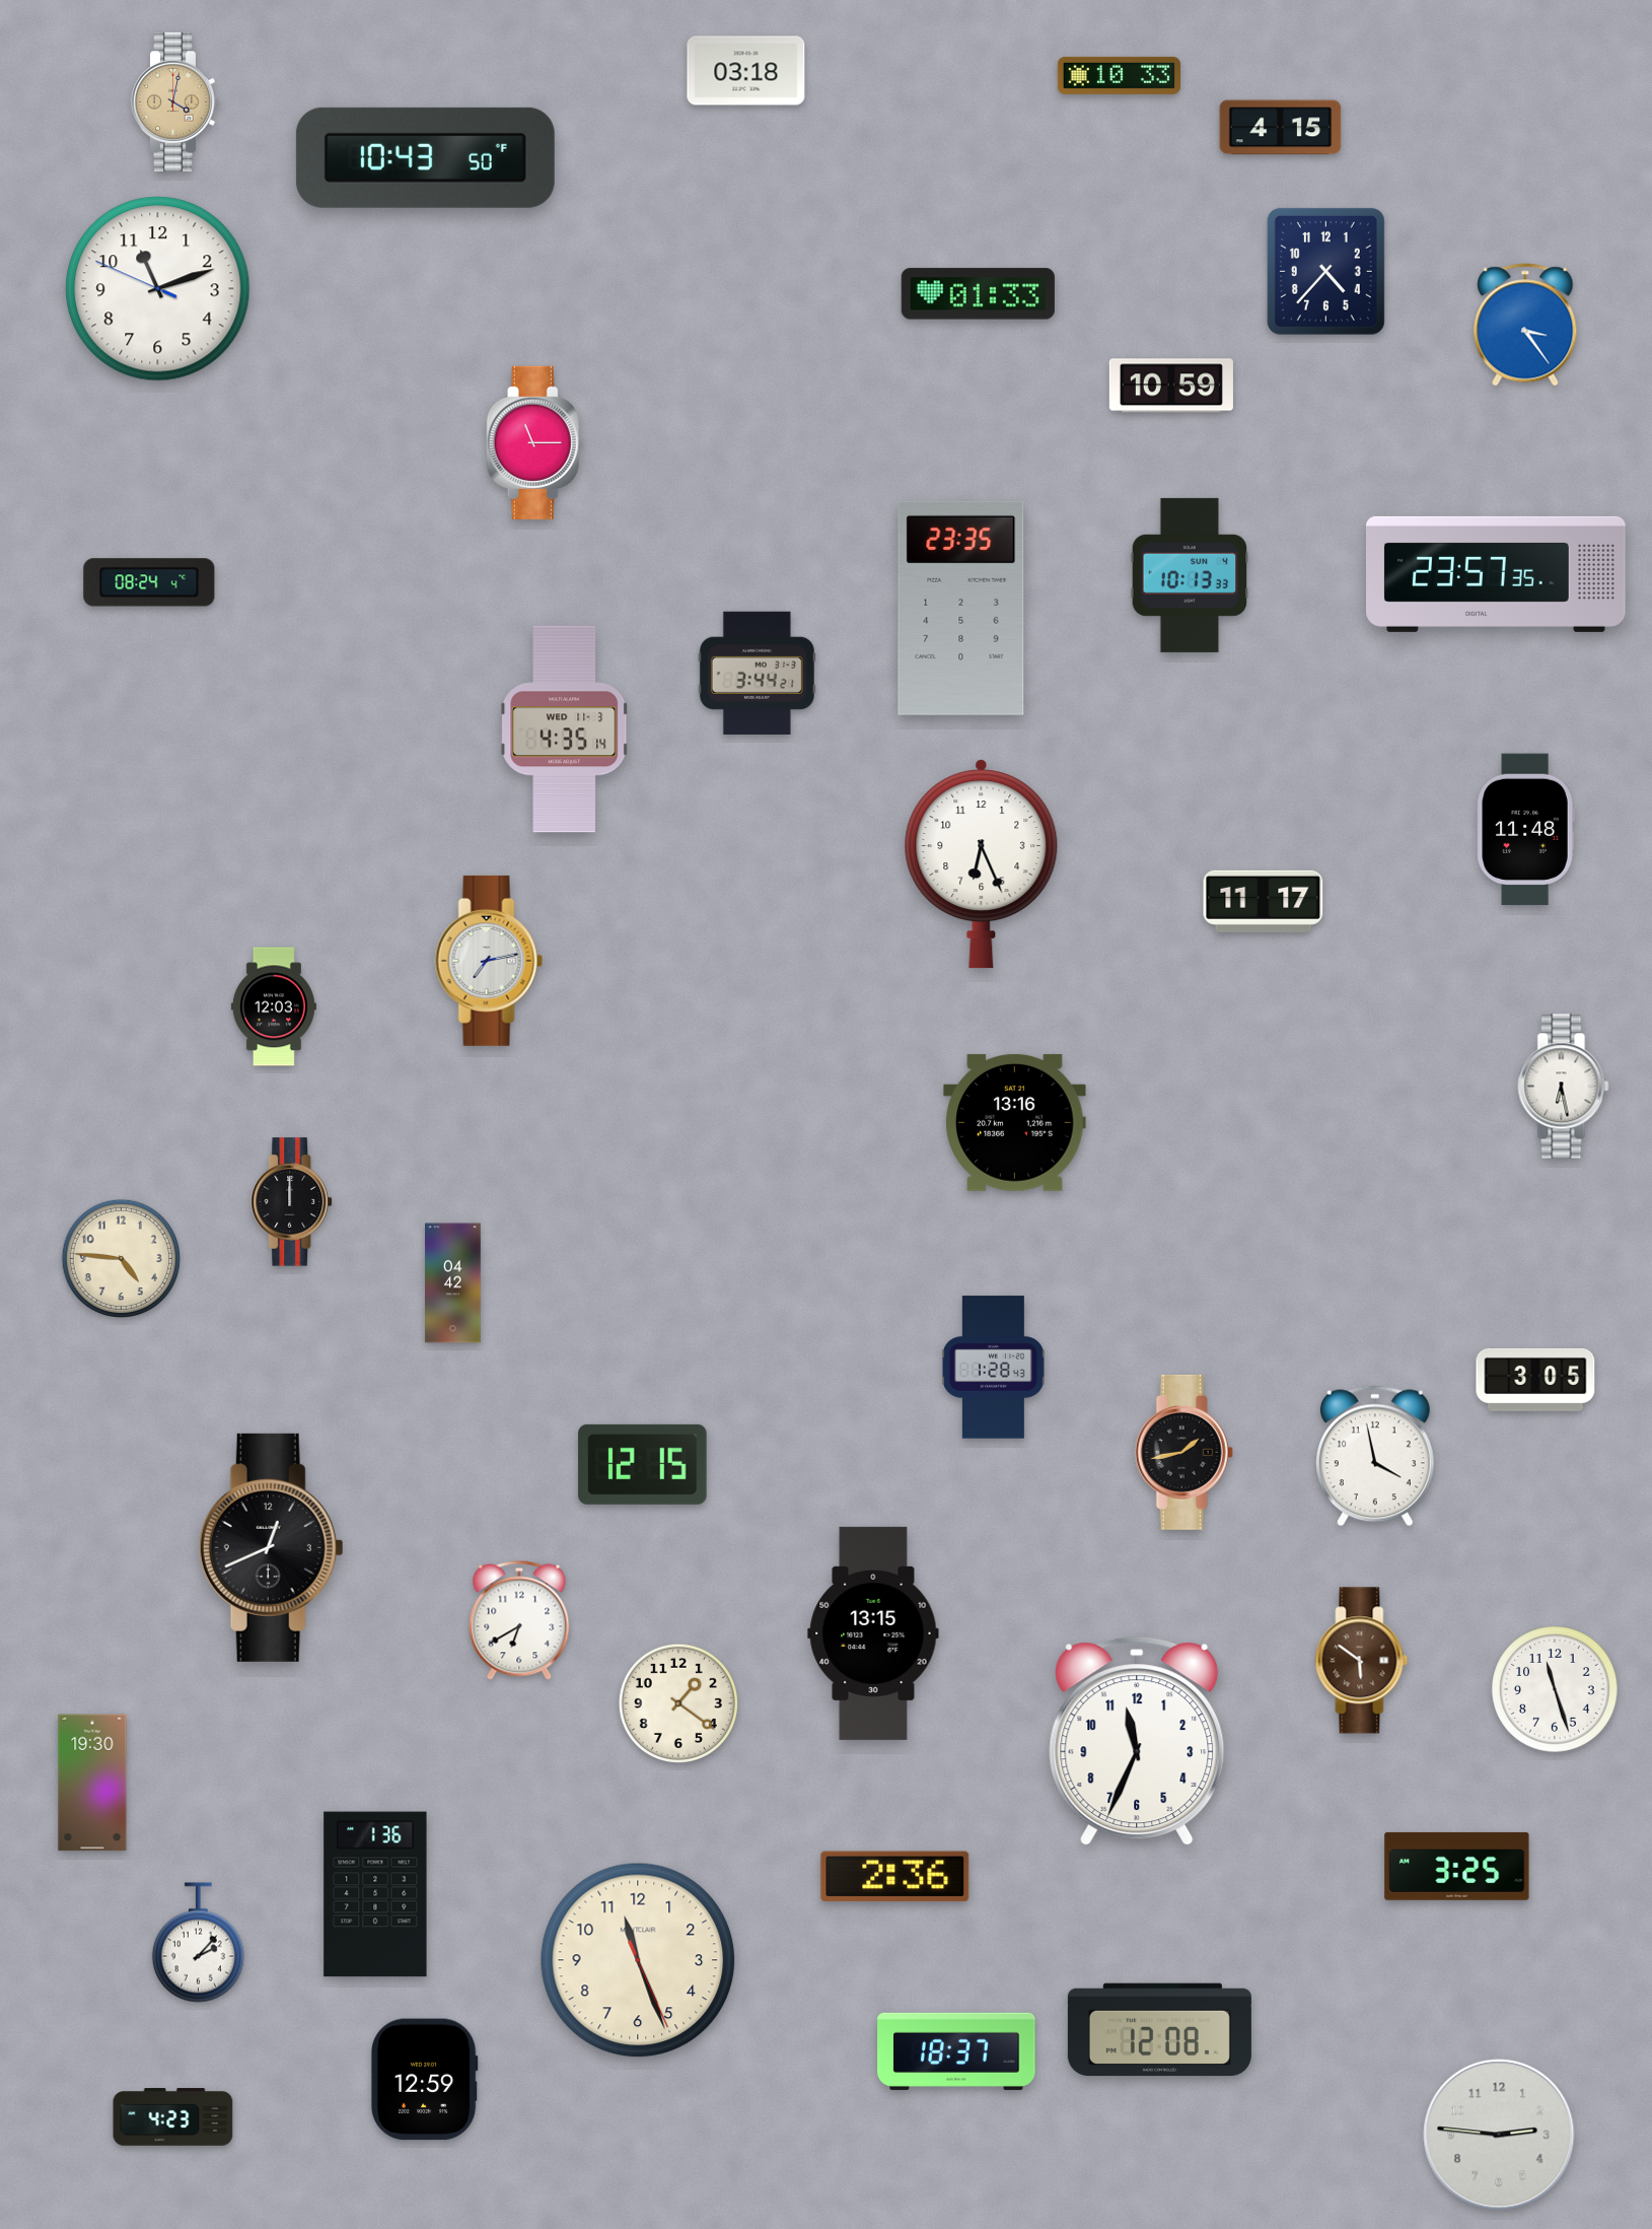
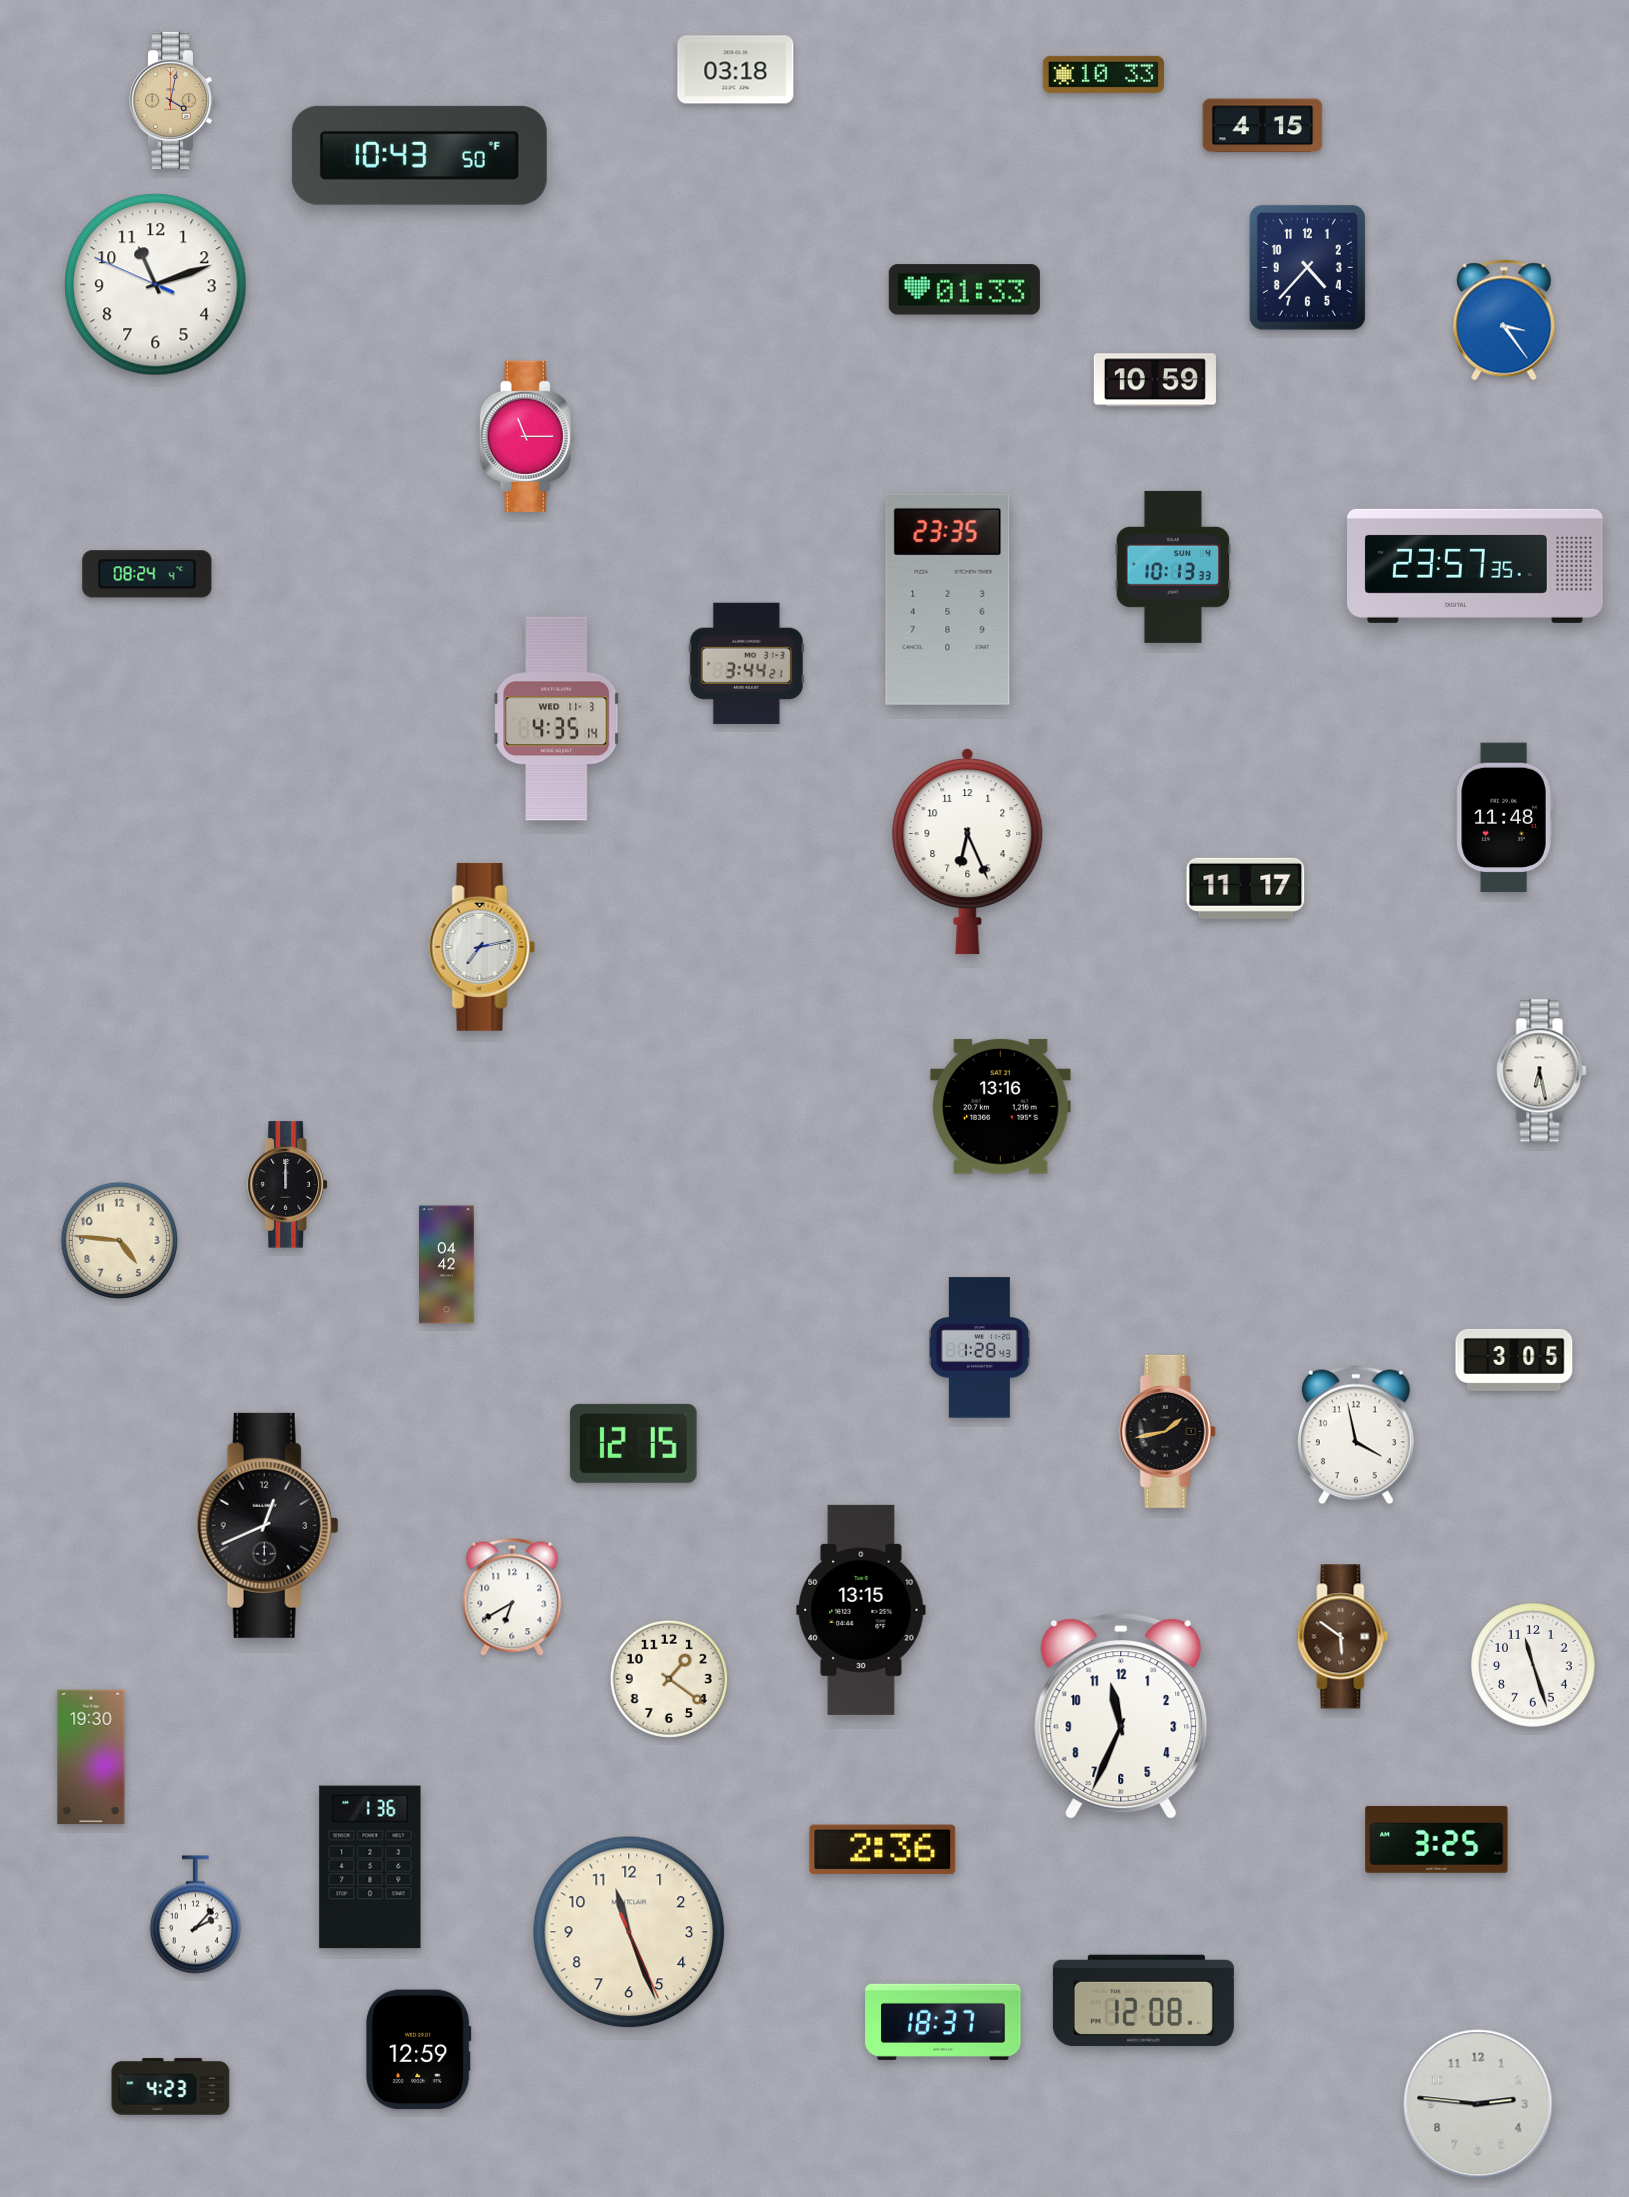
clock at (274, 1006): 12:03 -> none
